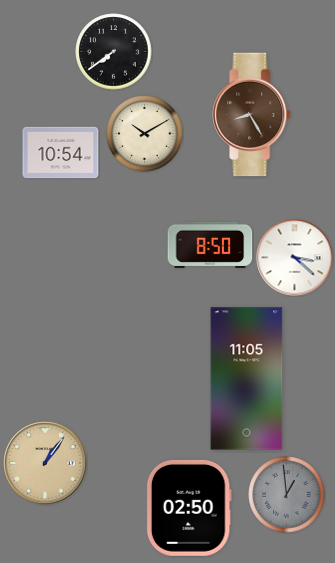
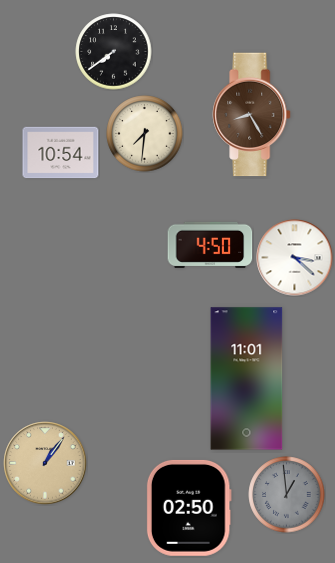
clock at (145, 134): 10:10 -> 7:31
clock at (210, 245): 8:50 -> 4:50
clock at (247, 379): 11:05 -> 11:01
